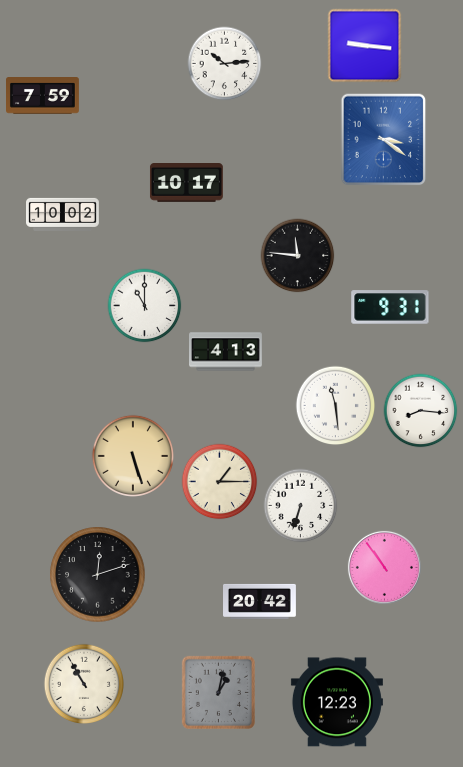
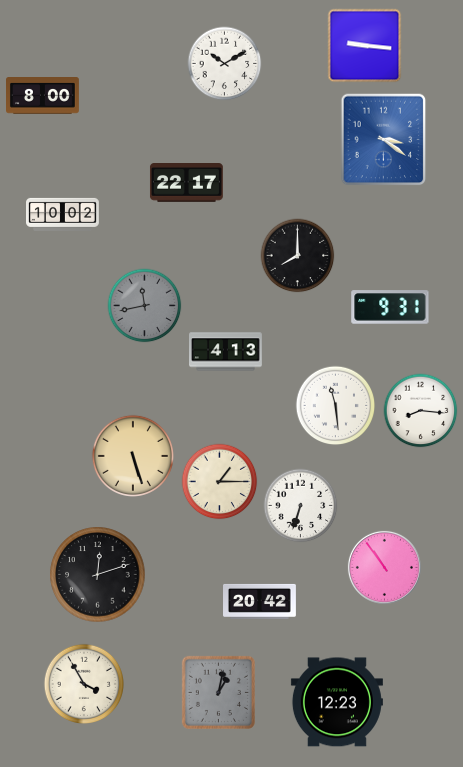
clock at (225, 64): 10:14 -> 10:10
clock at (43, 96): 7:59 -> 8:00
clock at (186, 183): 10:17 -> 22:17
clock at (298, 256): 11:46 -> 8:00
clock at (145, 306): 11:00 -> 11:43
clock at (145, 306) dial: white -> grey
clock at (83, 683): 10:55 -> 3:55
